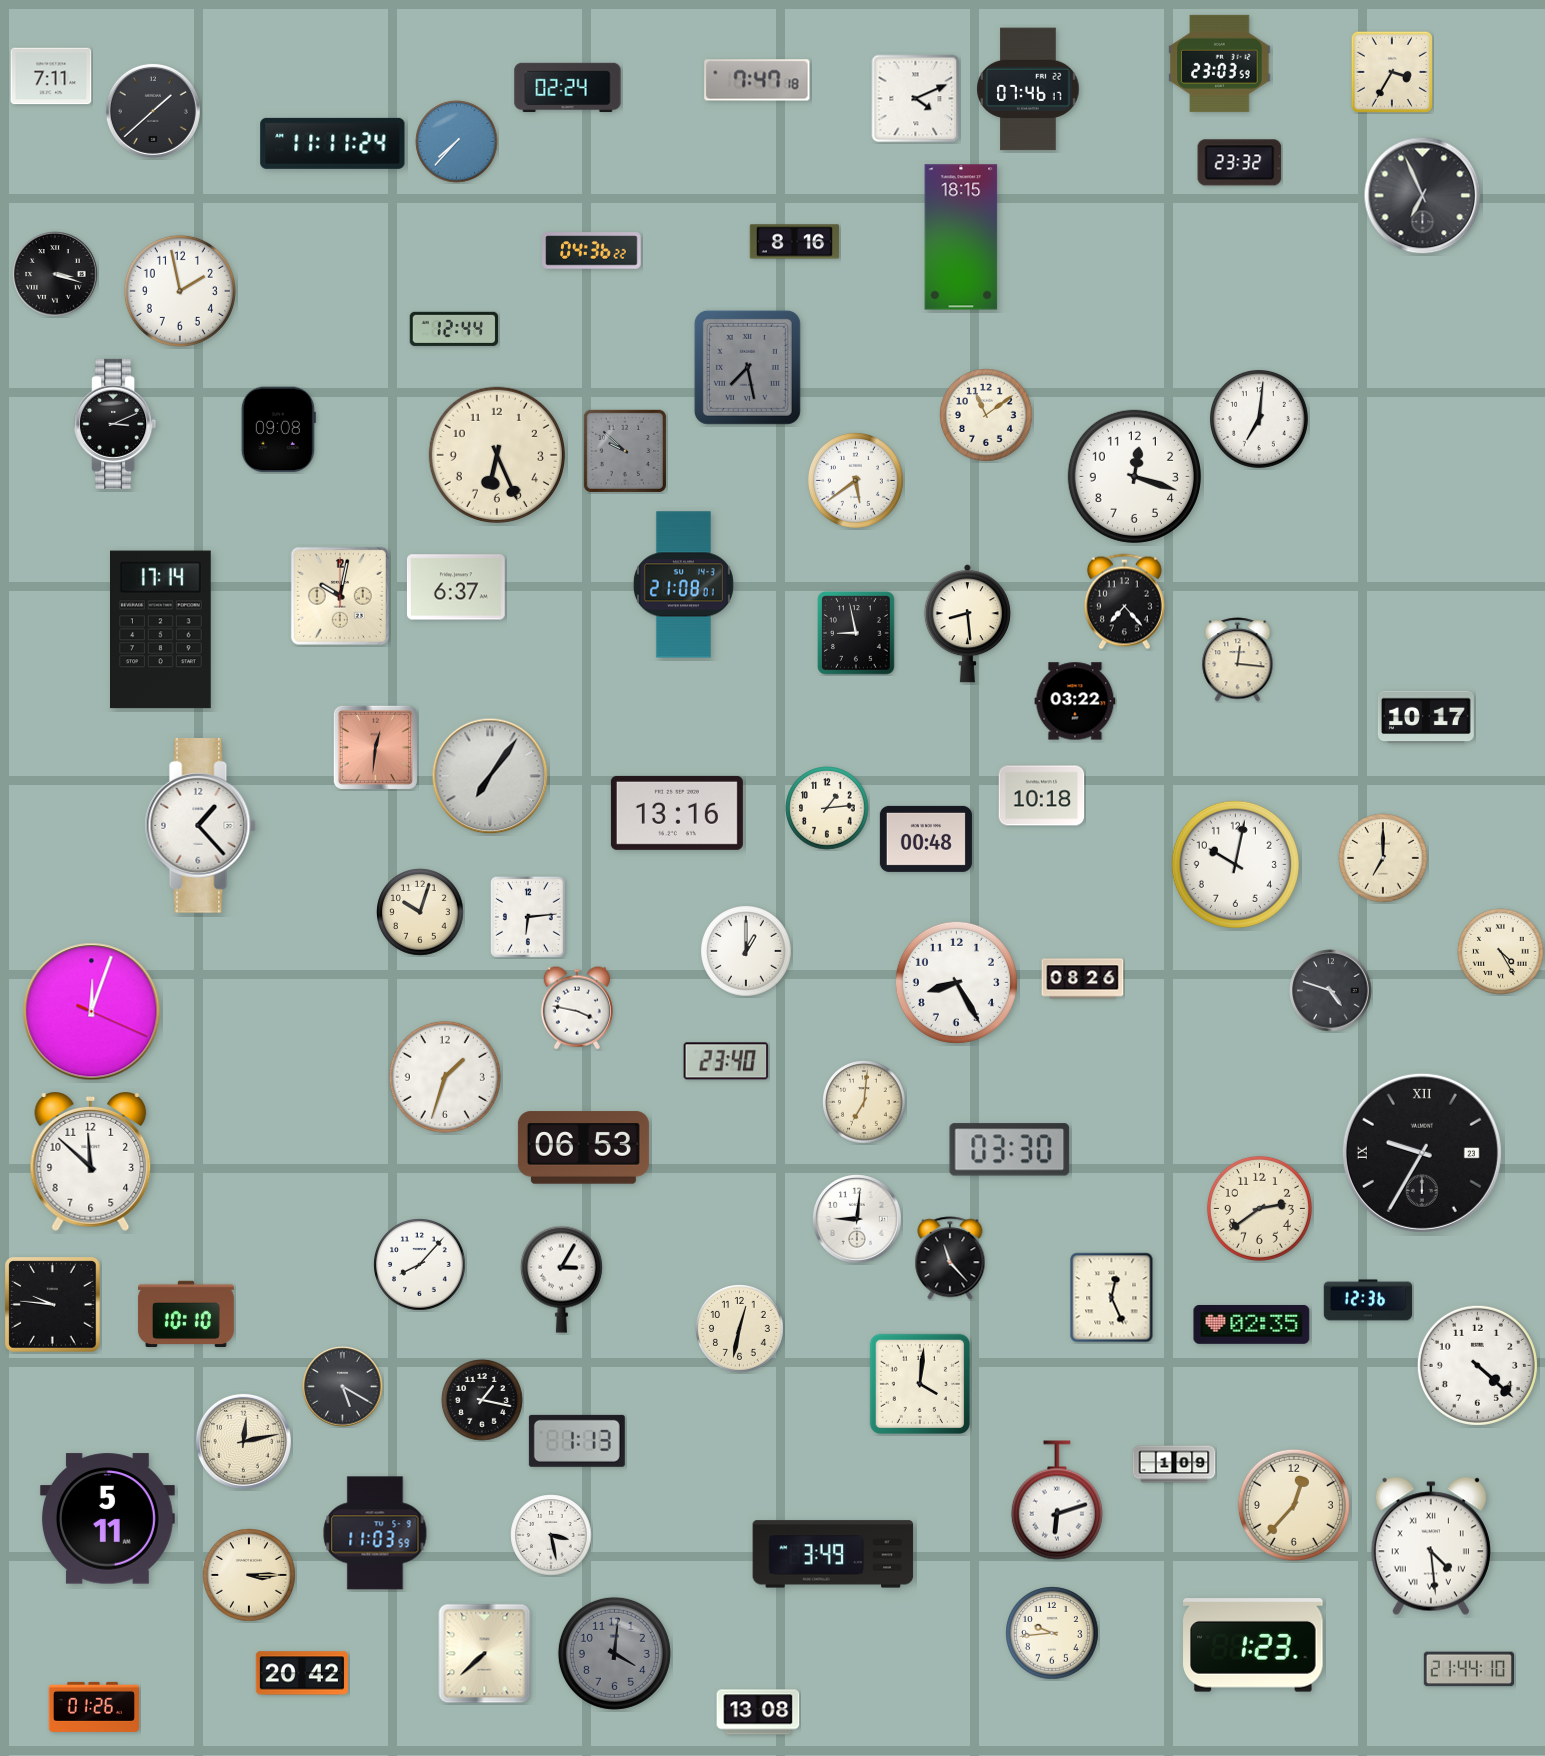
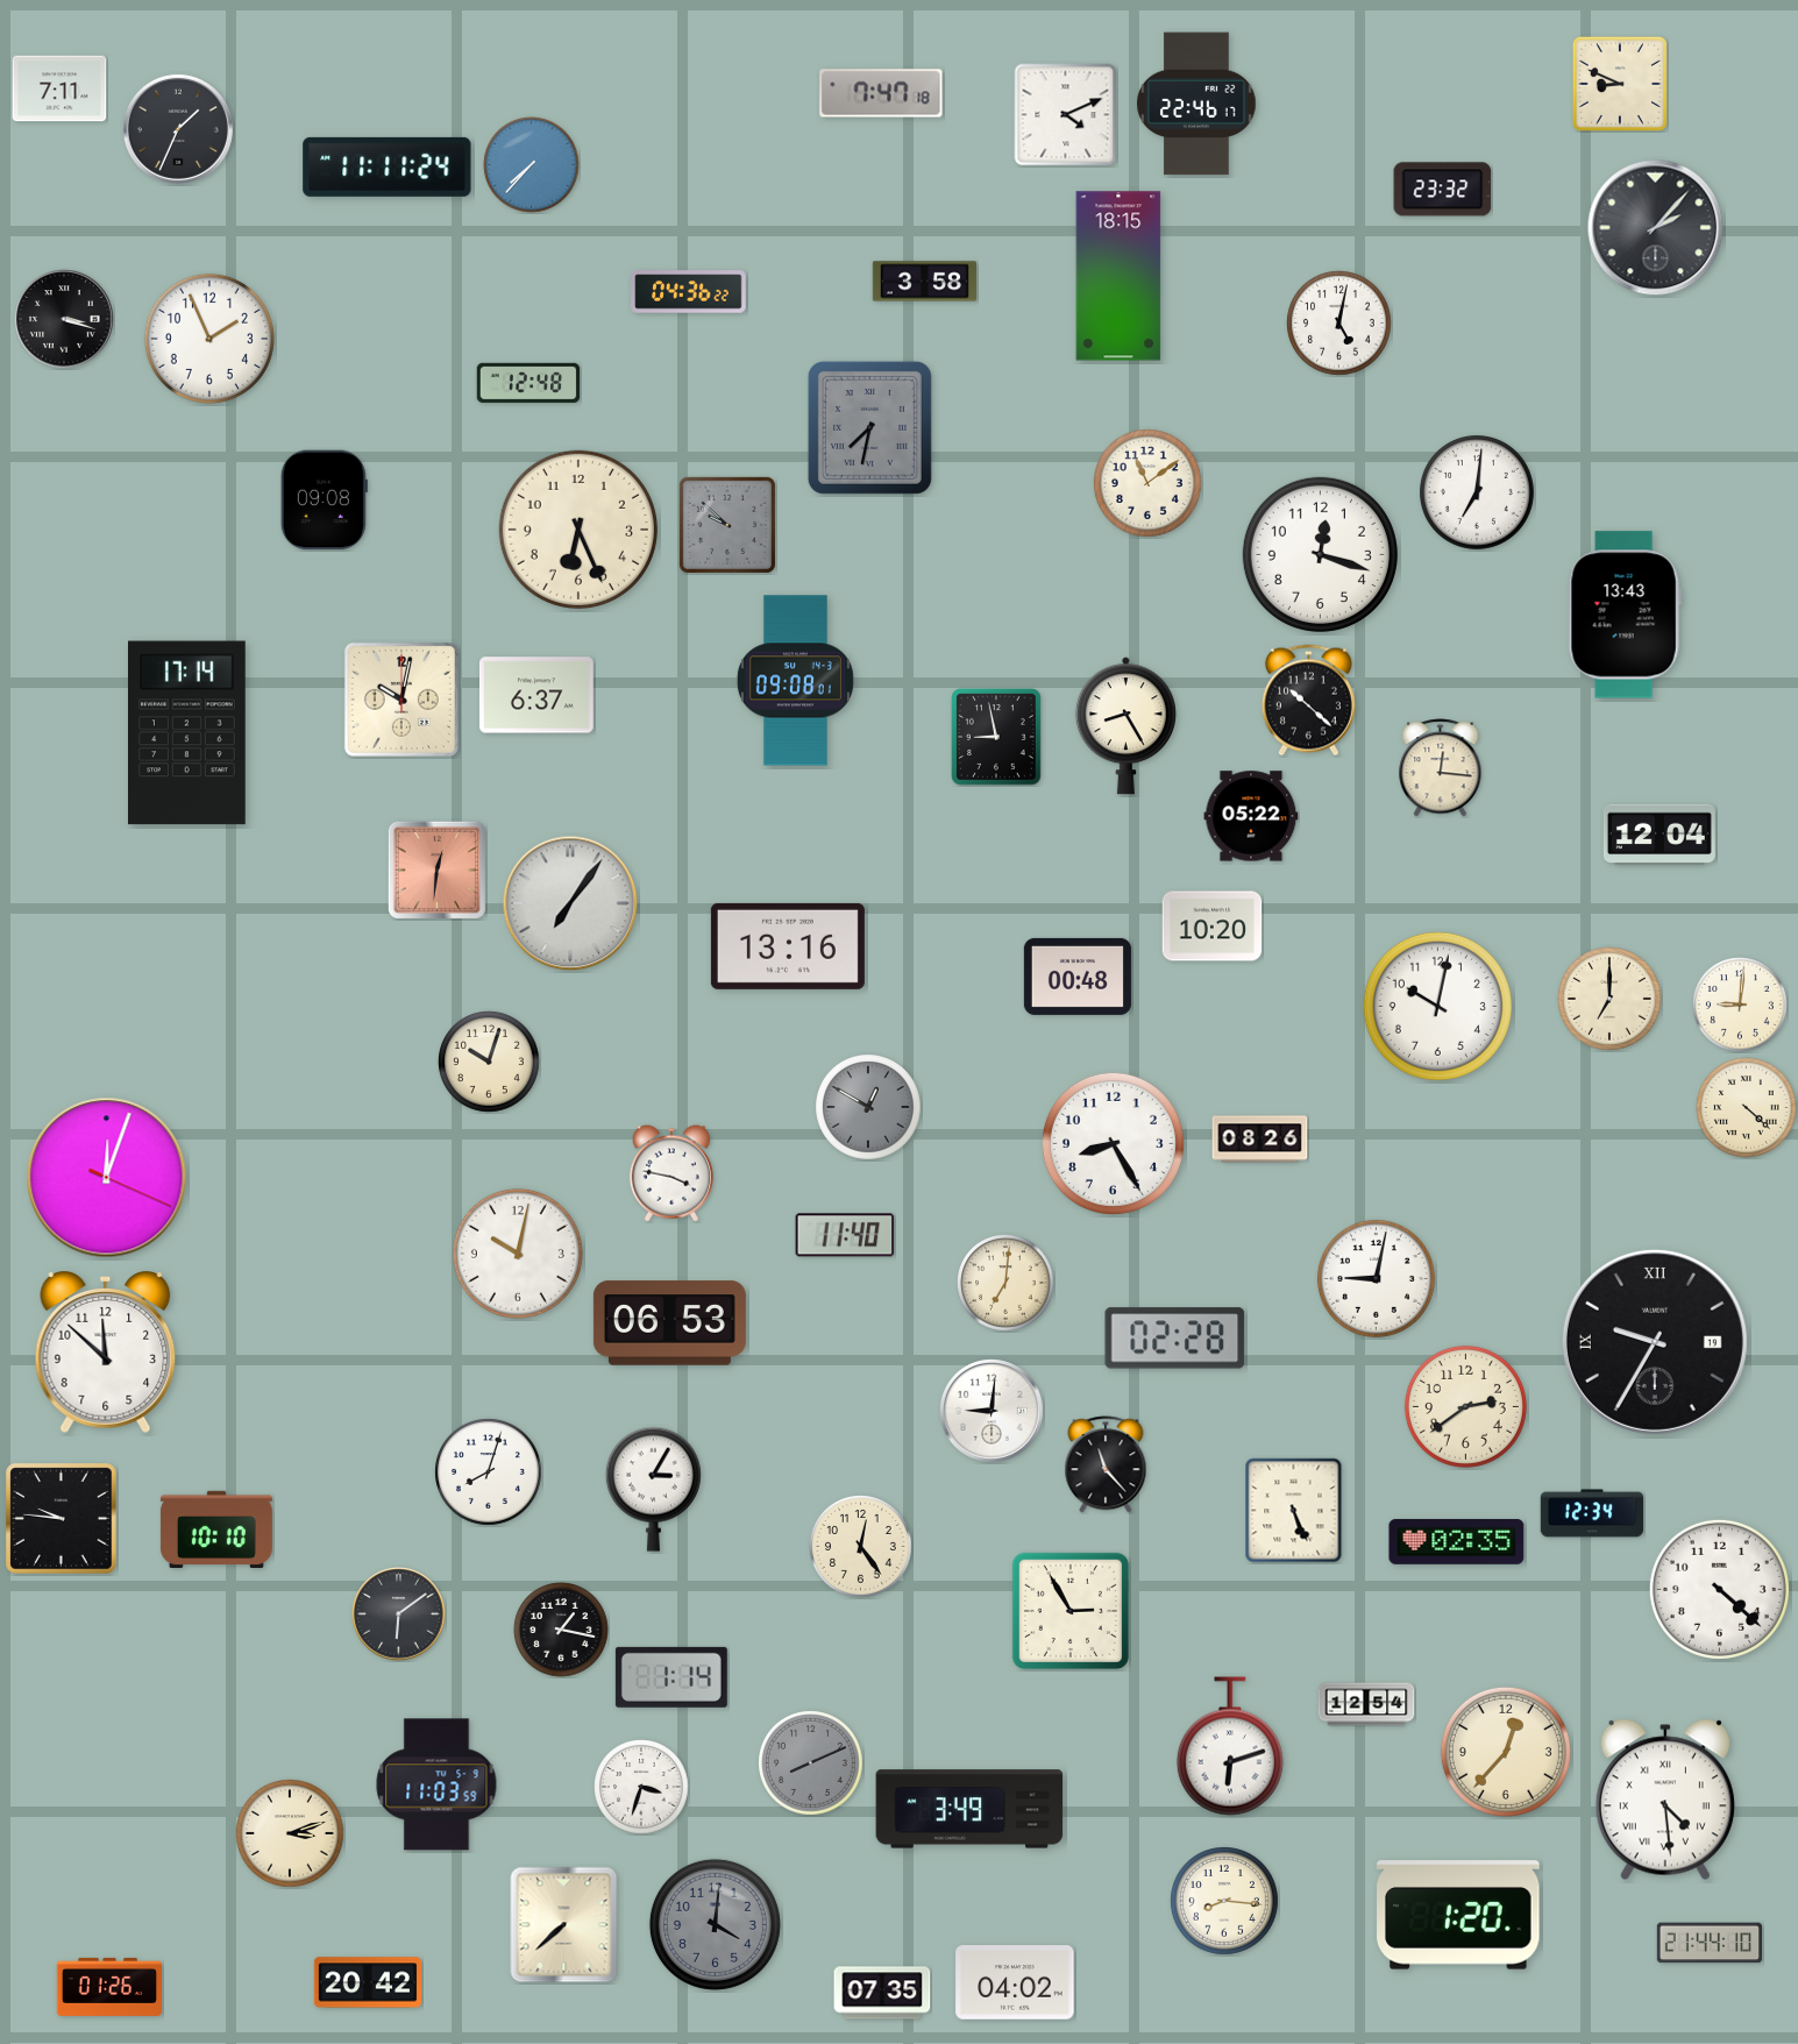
clock at (1220, 63): 23:03 -> none
clock at (1392, 72): 3:35 -> 8:49
clock at (568, 88): 02:24 -> none
clock at (1028, 89): 07:46 -> 22:46
clock at (153, 111): 1:38 -> 1:34
clock at (1423, 196): 6:56 -> 2:07
clock at (795, 242): 8:16 -> 3:58
clock at (1339, 324): none -> 5:02
clock at (180, 291): 1:58 -> 1:56
clock at (454, 329): 12:44 -> 12:48
clock at (747, 367): 7:28 -> 7:32
clock at (1259, 419) position: (1259, 419) -> (1477, 492)
clock at (115, 424): 3:11 -> none
clock at (855, 480): 5:39 -> none
clock at (1625, 615): none -> 13:43
clock at (683, 585): 21:08 -> 09:08
clock at (456, 587) position: (456, 587) -> (536, 695)
clock at (340, 596) position: (340, 596) -> (401, 700)
clock at (1124, 602): 7:23 -> 10:22
clock at (967, 624): 8:29 -> 8:25
clock at (1075, 701): 03:22 -> 05:22
clock at (1426, 717): 10:17 -> 12:04
clock at (1042, 796): 10:18 -> 10:20
clock at (827, 808): 1:14 -> none
clock at (200, 826): 1:23 -> none
clock at (1740, 1005): none -> 9:01
clock at (528, 918): 6:14 -> none
clock at (747, 952): 1:00 -> 12:50
clock at (747, 952) dial: white -> grey
clock at (1501, 952): 4:25 -> 4:22
clock at (1331, 991): 4:48 -> none
clock at (726, 1061): 23:40 -> 11:40
clock at (445, 1077): 1:33 -> 10:02
clock at (1376, 1278): none -> 9:02
clock at (583, 1148) position: (583, 1148) -> (669, 1323)
clock at (1010, 1150): 03:30 -> 02:28
clock at (1422, 1153) date: 23 -> 19
clock at (858, 1220) position: (858, 1220) -> (993, 1412)
clock at (420, 1265): 8:07 -> 8:03
clock at (1112, 1298): 12:26 -> 5:26
clock at (1368, 1300): 12:36 -> 12:34
clock at (740, 1329): 12:32 -> 12:24
clock at (920, 1384): 4:01 -> 2:55
clock at (343, 1387): 5:20 -> 6:09
clock at (243, 1441): 12:13 -> none
clock at (577, 1441): 1:13 -> 1:14
clock at (1174, 1464): 1:09 -> 12:54
clock at (811, 1763): none -> 8:11
clock at (107, 1519): 5:11 -> none
clock at (551, 1535): 3:28 -> 3:33
clock at (250, 1576): 3:15 -> 3:12
clock at (1053, 1634): 9:44 -> 8:16
clock at (1253, 1645): 1:23 -> 1:20
clock at (302, 1673) position: (302, 1673) -> (368, 1982)
clock at (1015, 1982): none -> 04:02
clock at (758, 1712): 13:08 -> 07:35
